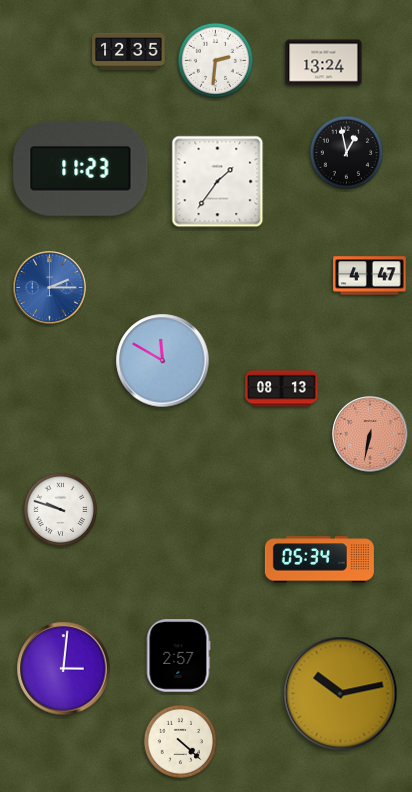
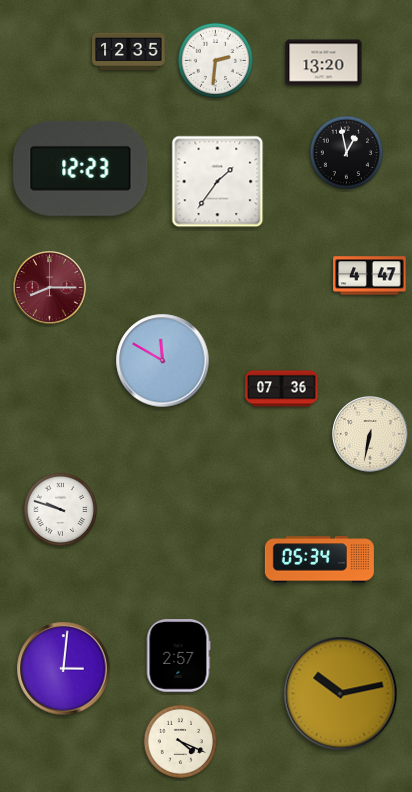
clock at (324, 63): 13:24 -> 13:20
clock at (81, 168): 11:23 -> 12:23
clock at (50, 288): 2:15 -> 8:15
clock at (50, 288) dial: blue -> burgundy
clock at (282, 389): 08:13 -> 07:36
clock at (370, 434) dial: salmon -> cream
clock at (181, 742): 4:22 -> 4:19
